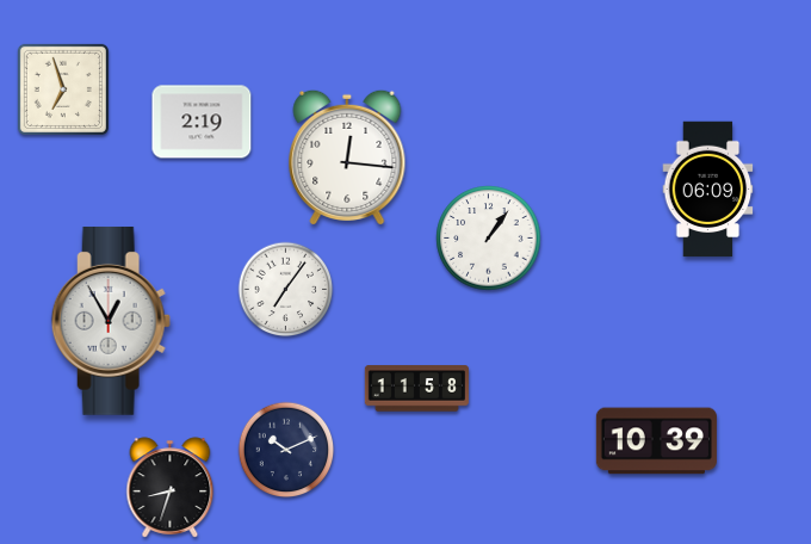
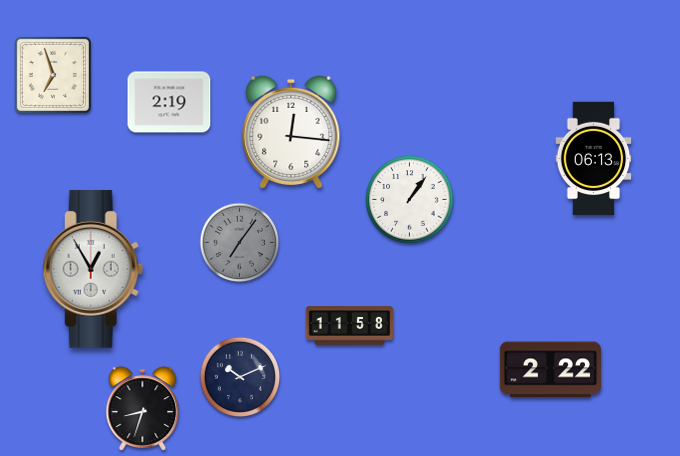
clock at (708, 190): 06:09 -> 06:13
clock at (286, 290) dial: white -> grey
clock at (656, 441): 10:39 -> 2:22
